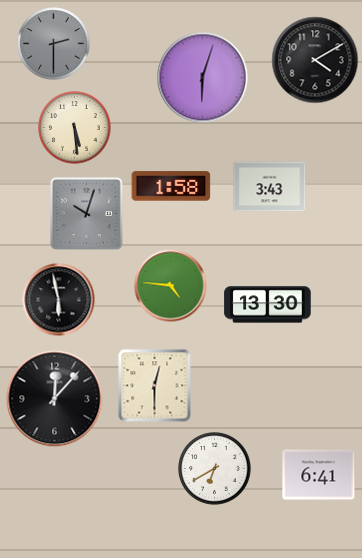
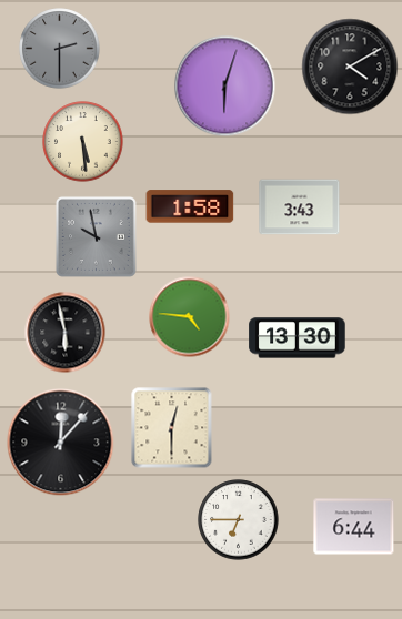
clock at (86, 213): 10:03 -> 9:58
clock at (215, 469): 6:40 -> 6:45
clock at (319, 475): 6:41 -> 6:44
